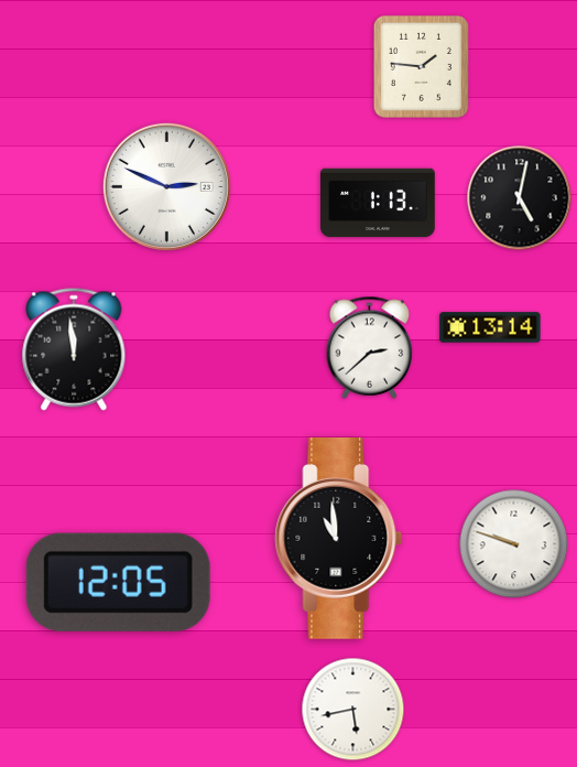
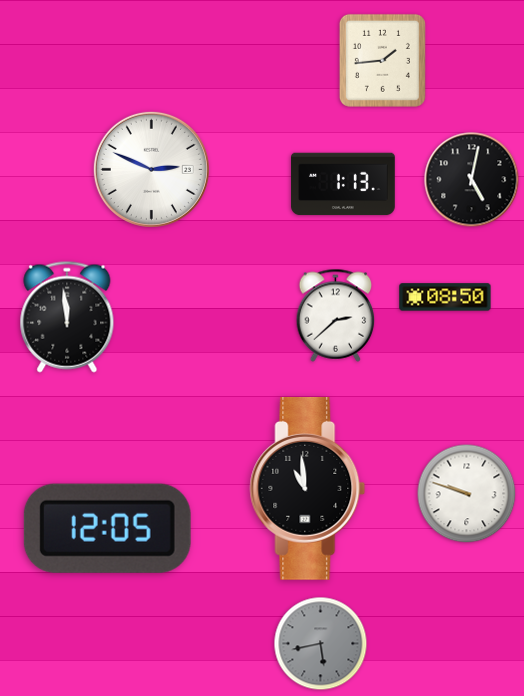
clock at (421, 66): 1:46 -> 1:44
clock at (490, 327): 13:14 -> 08:50
clock at (353, 710) dial: white -> grey
